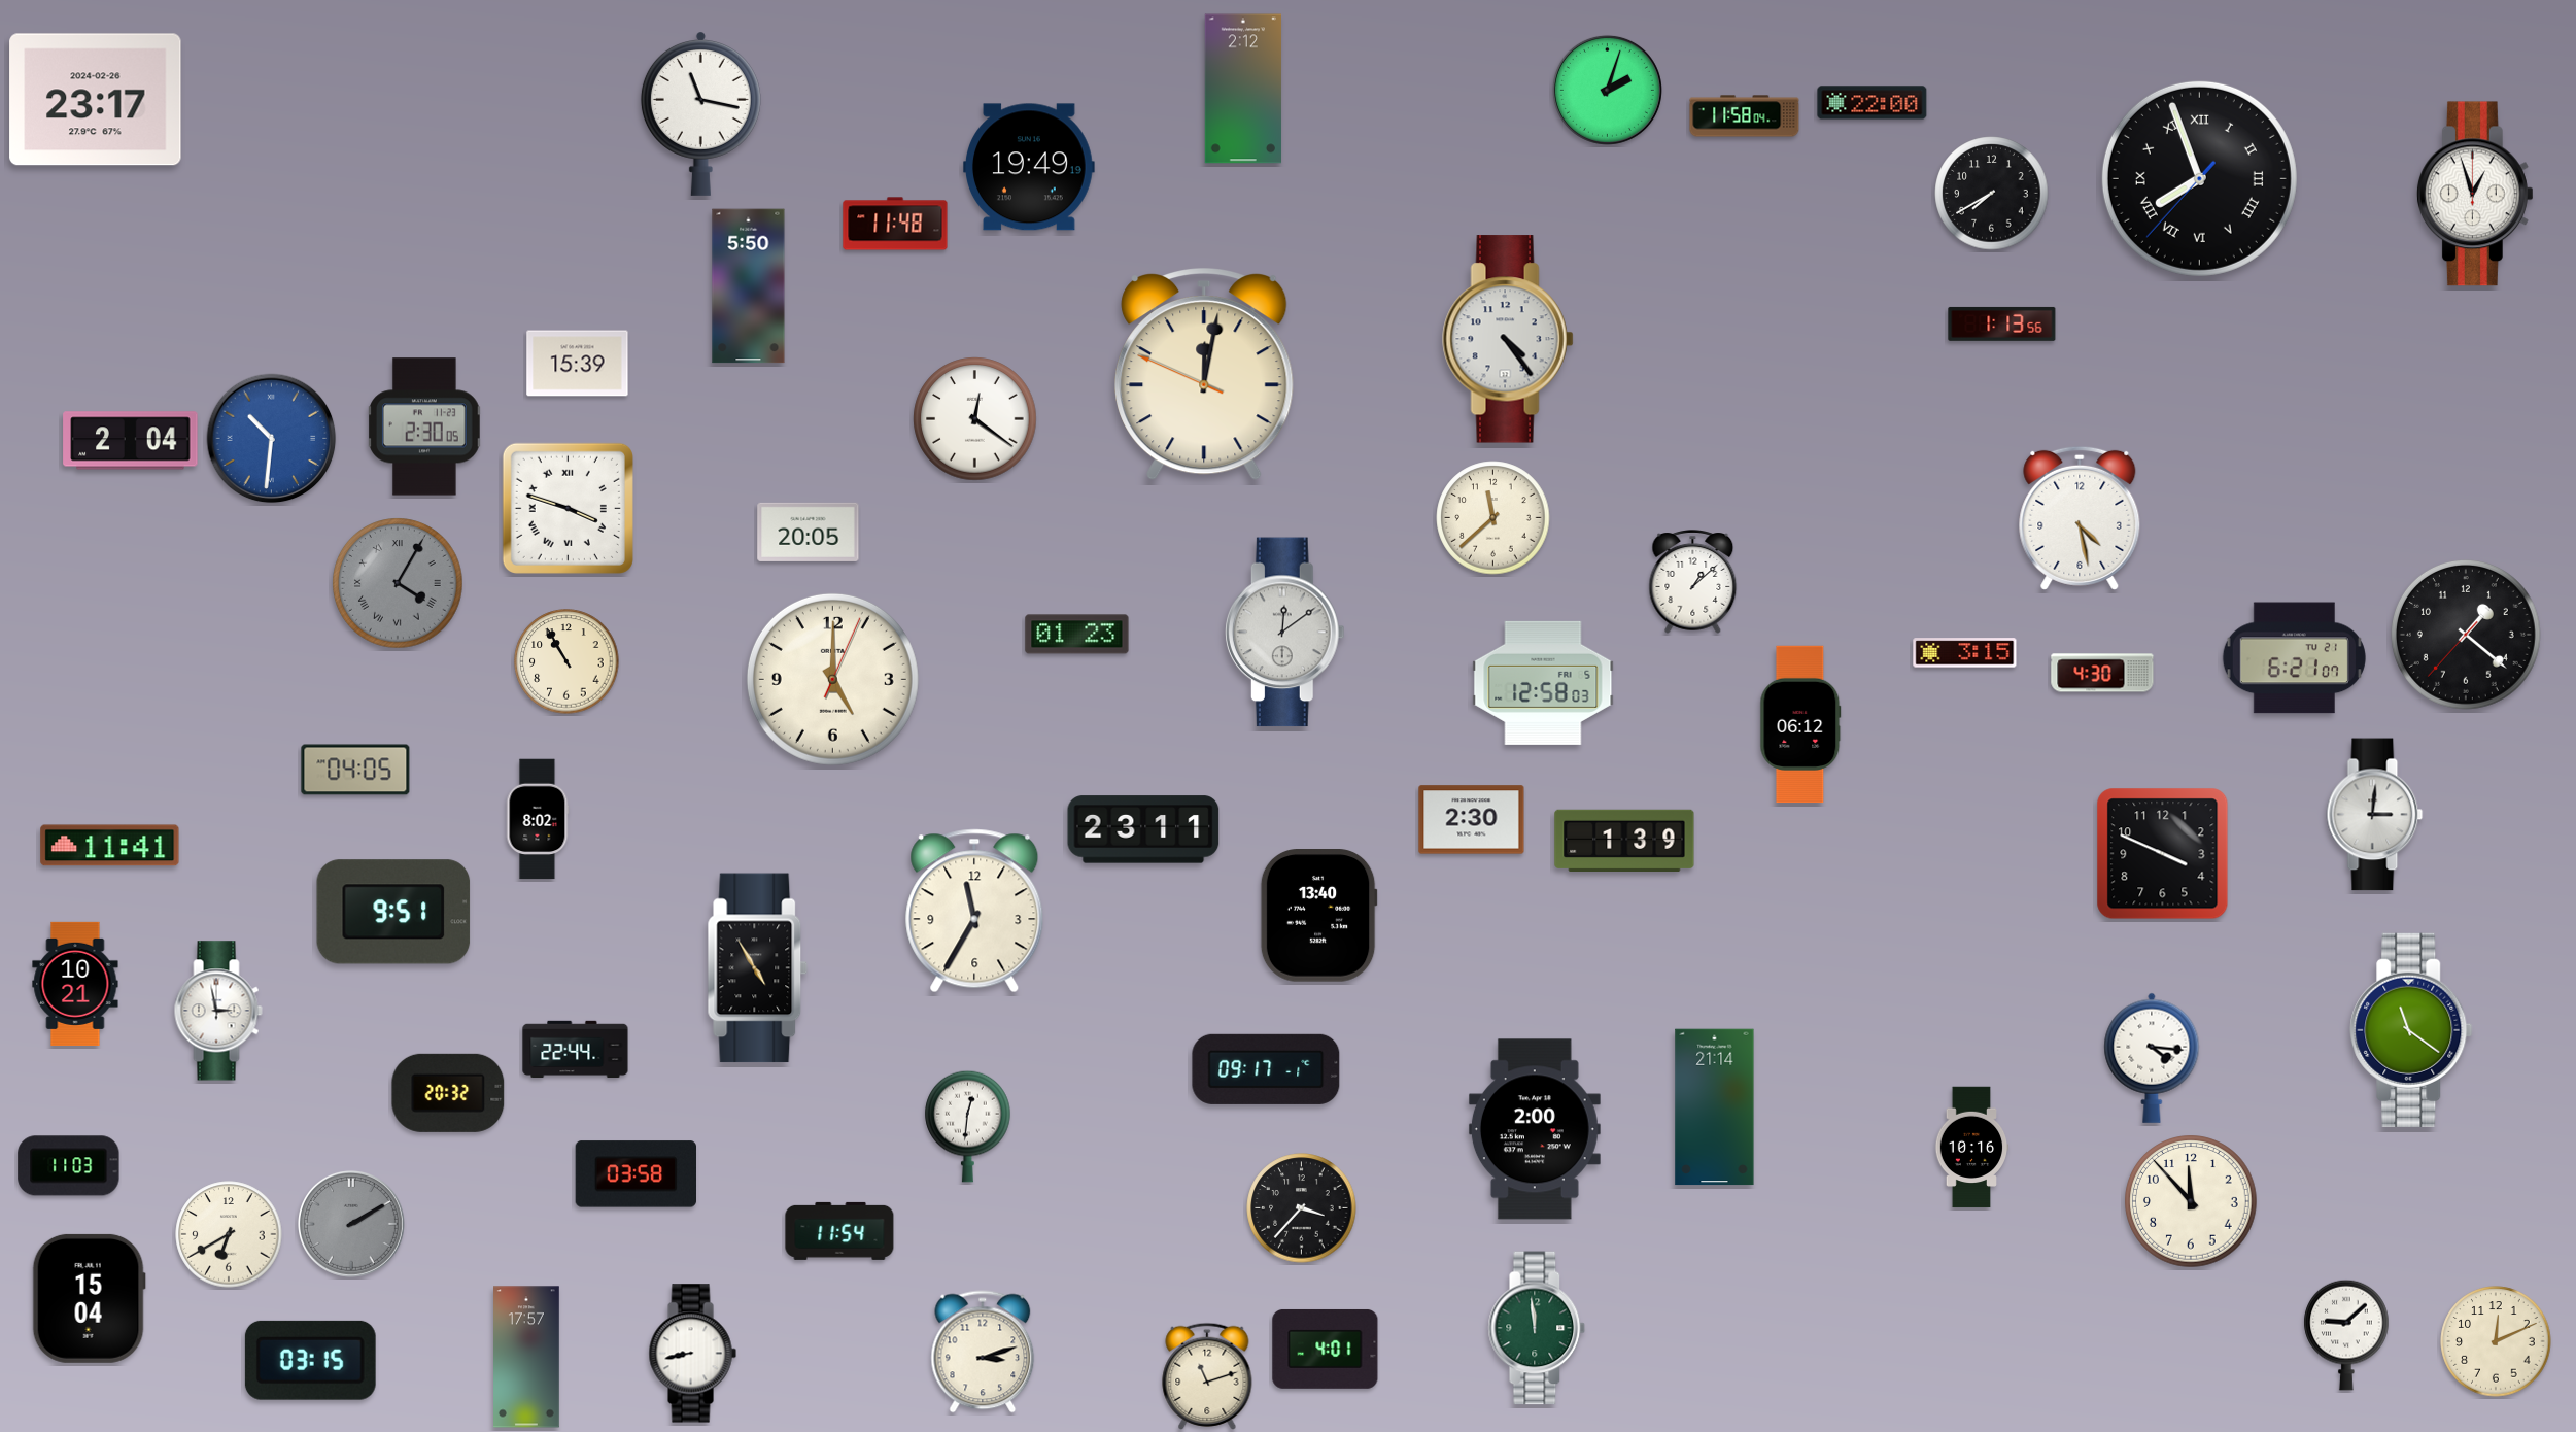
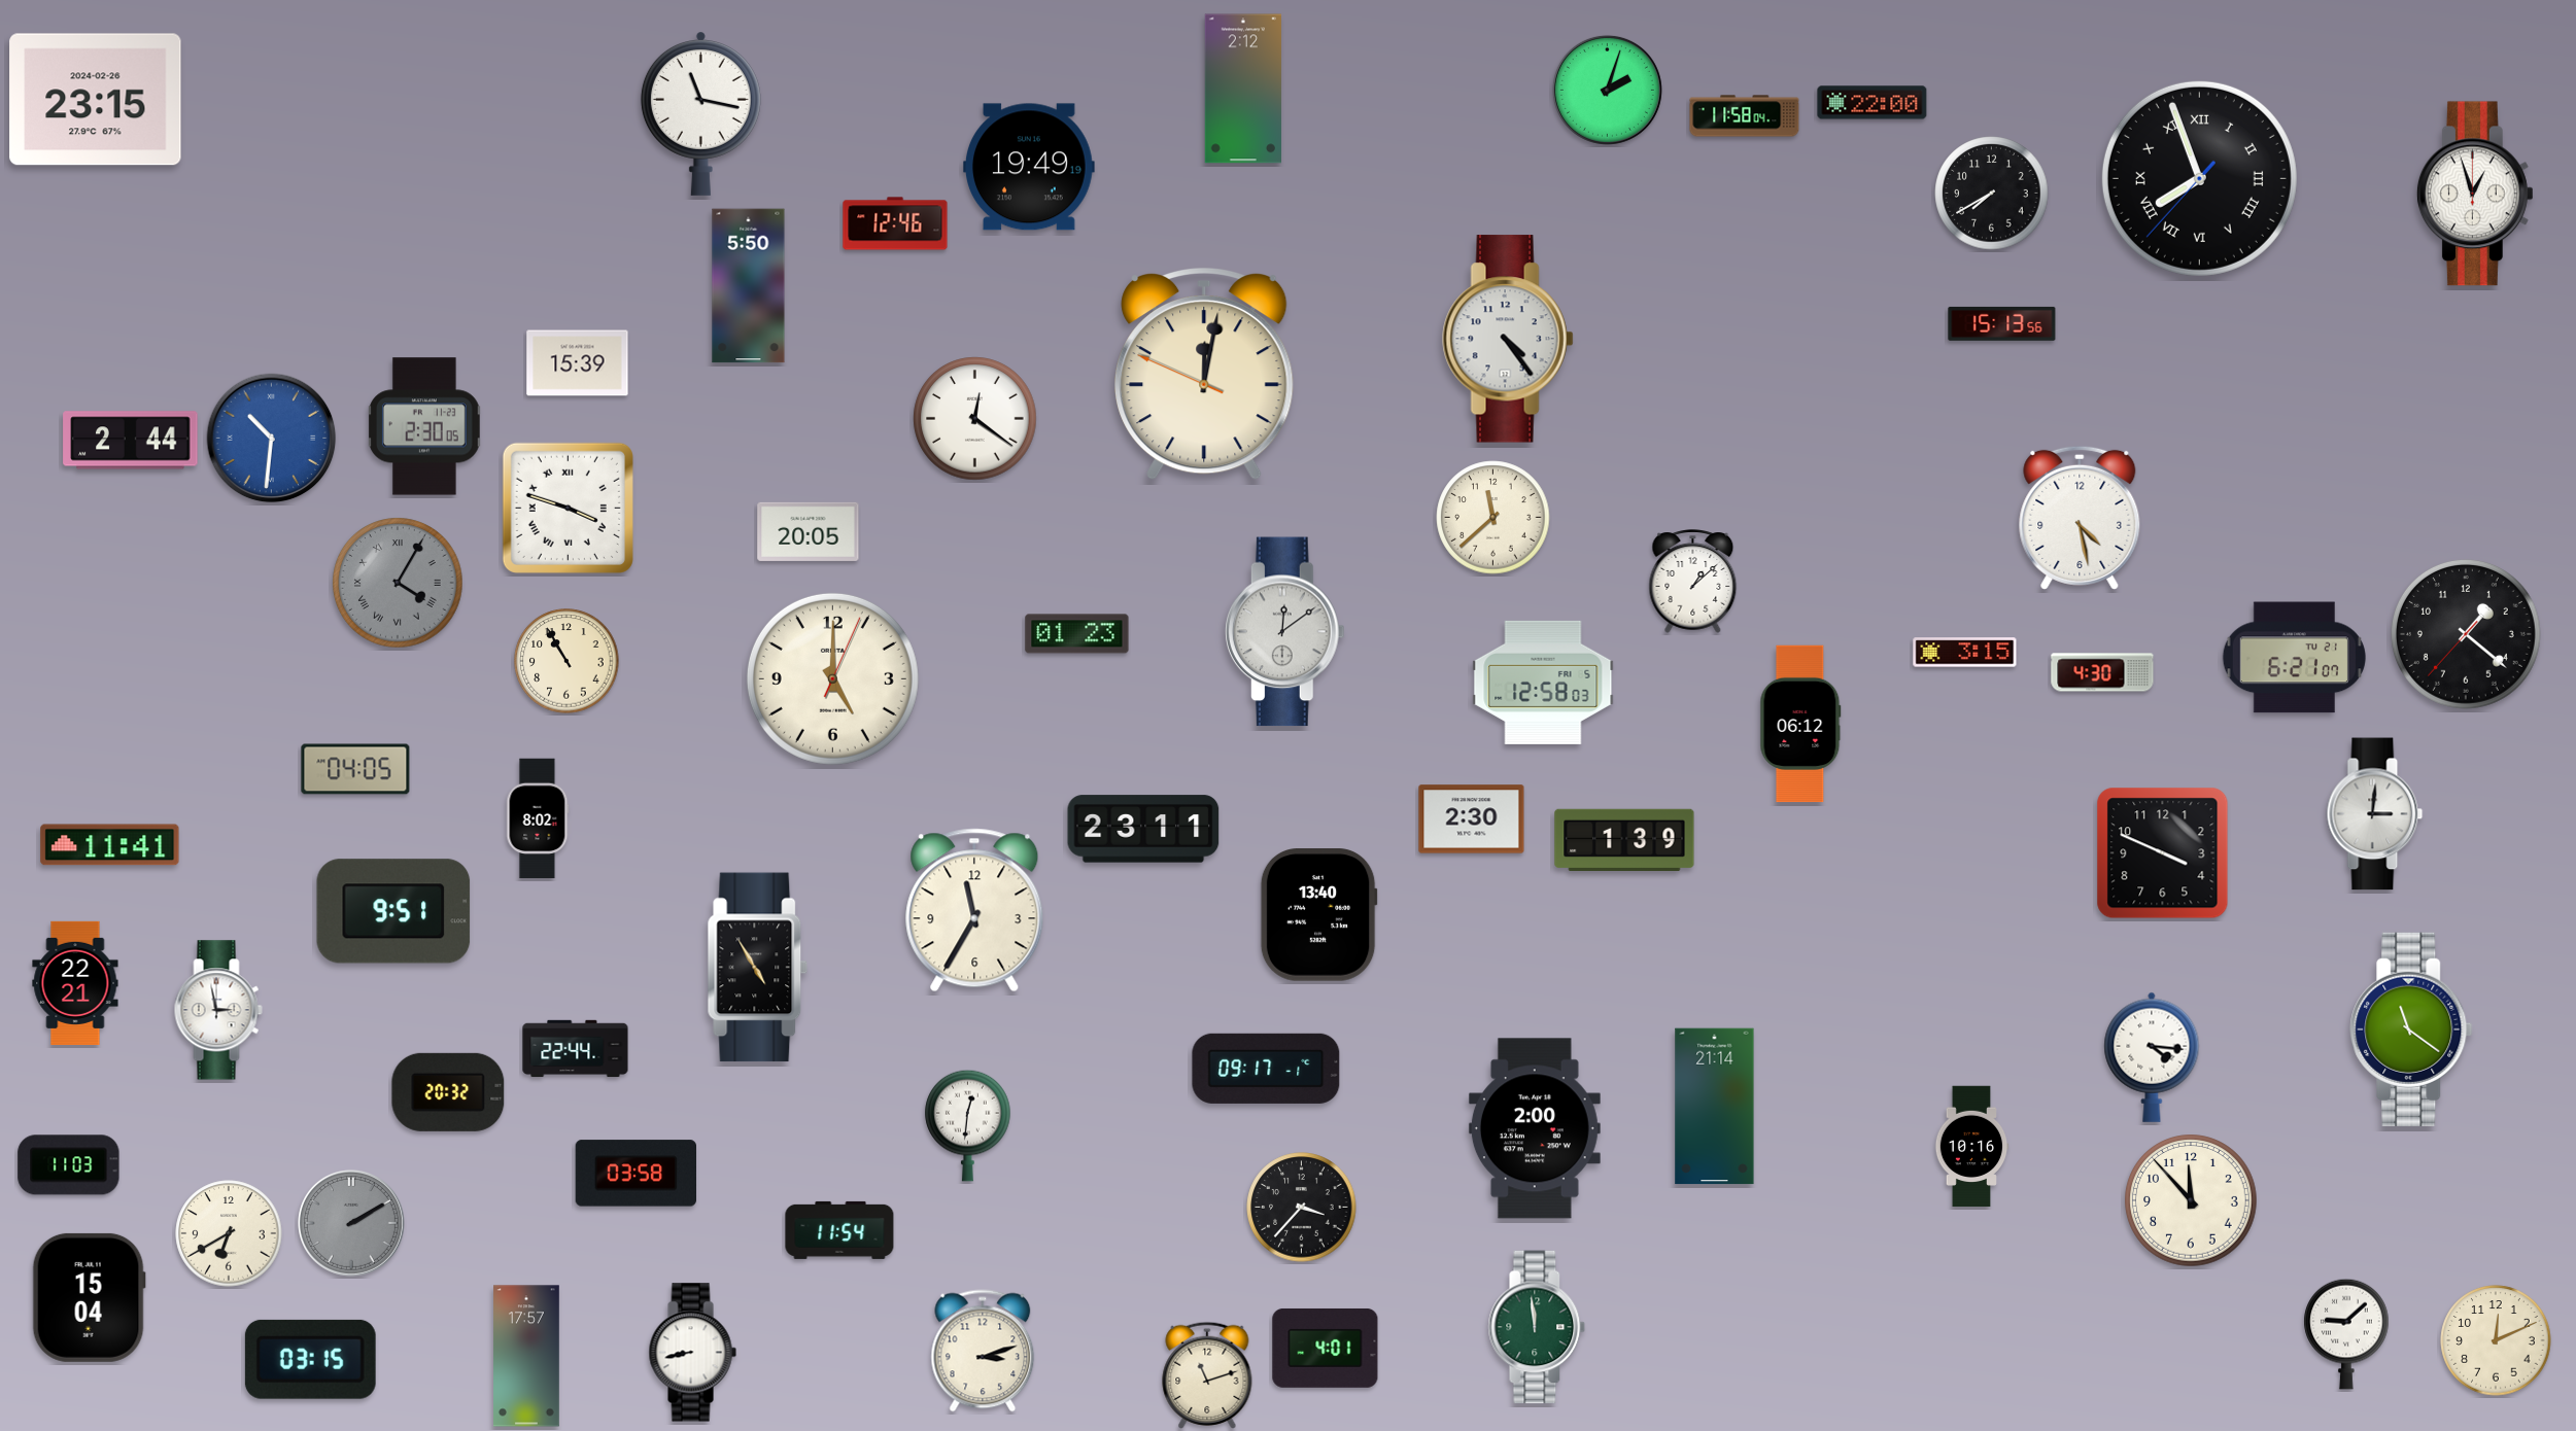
clock at (96, 100): 23:17 -> 23:15
clock at (895, 224): 11:48 -> 12:46
clock at (2002, 323): 1:13 -> 15:13
clock at (131, 441): 2:04 -> 2:44
clock at (75, 984): 10:21 -> 22:21
